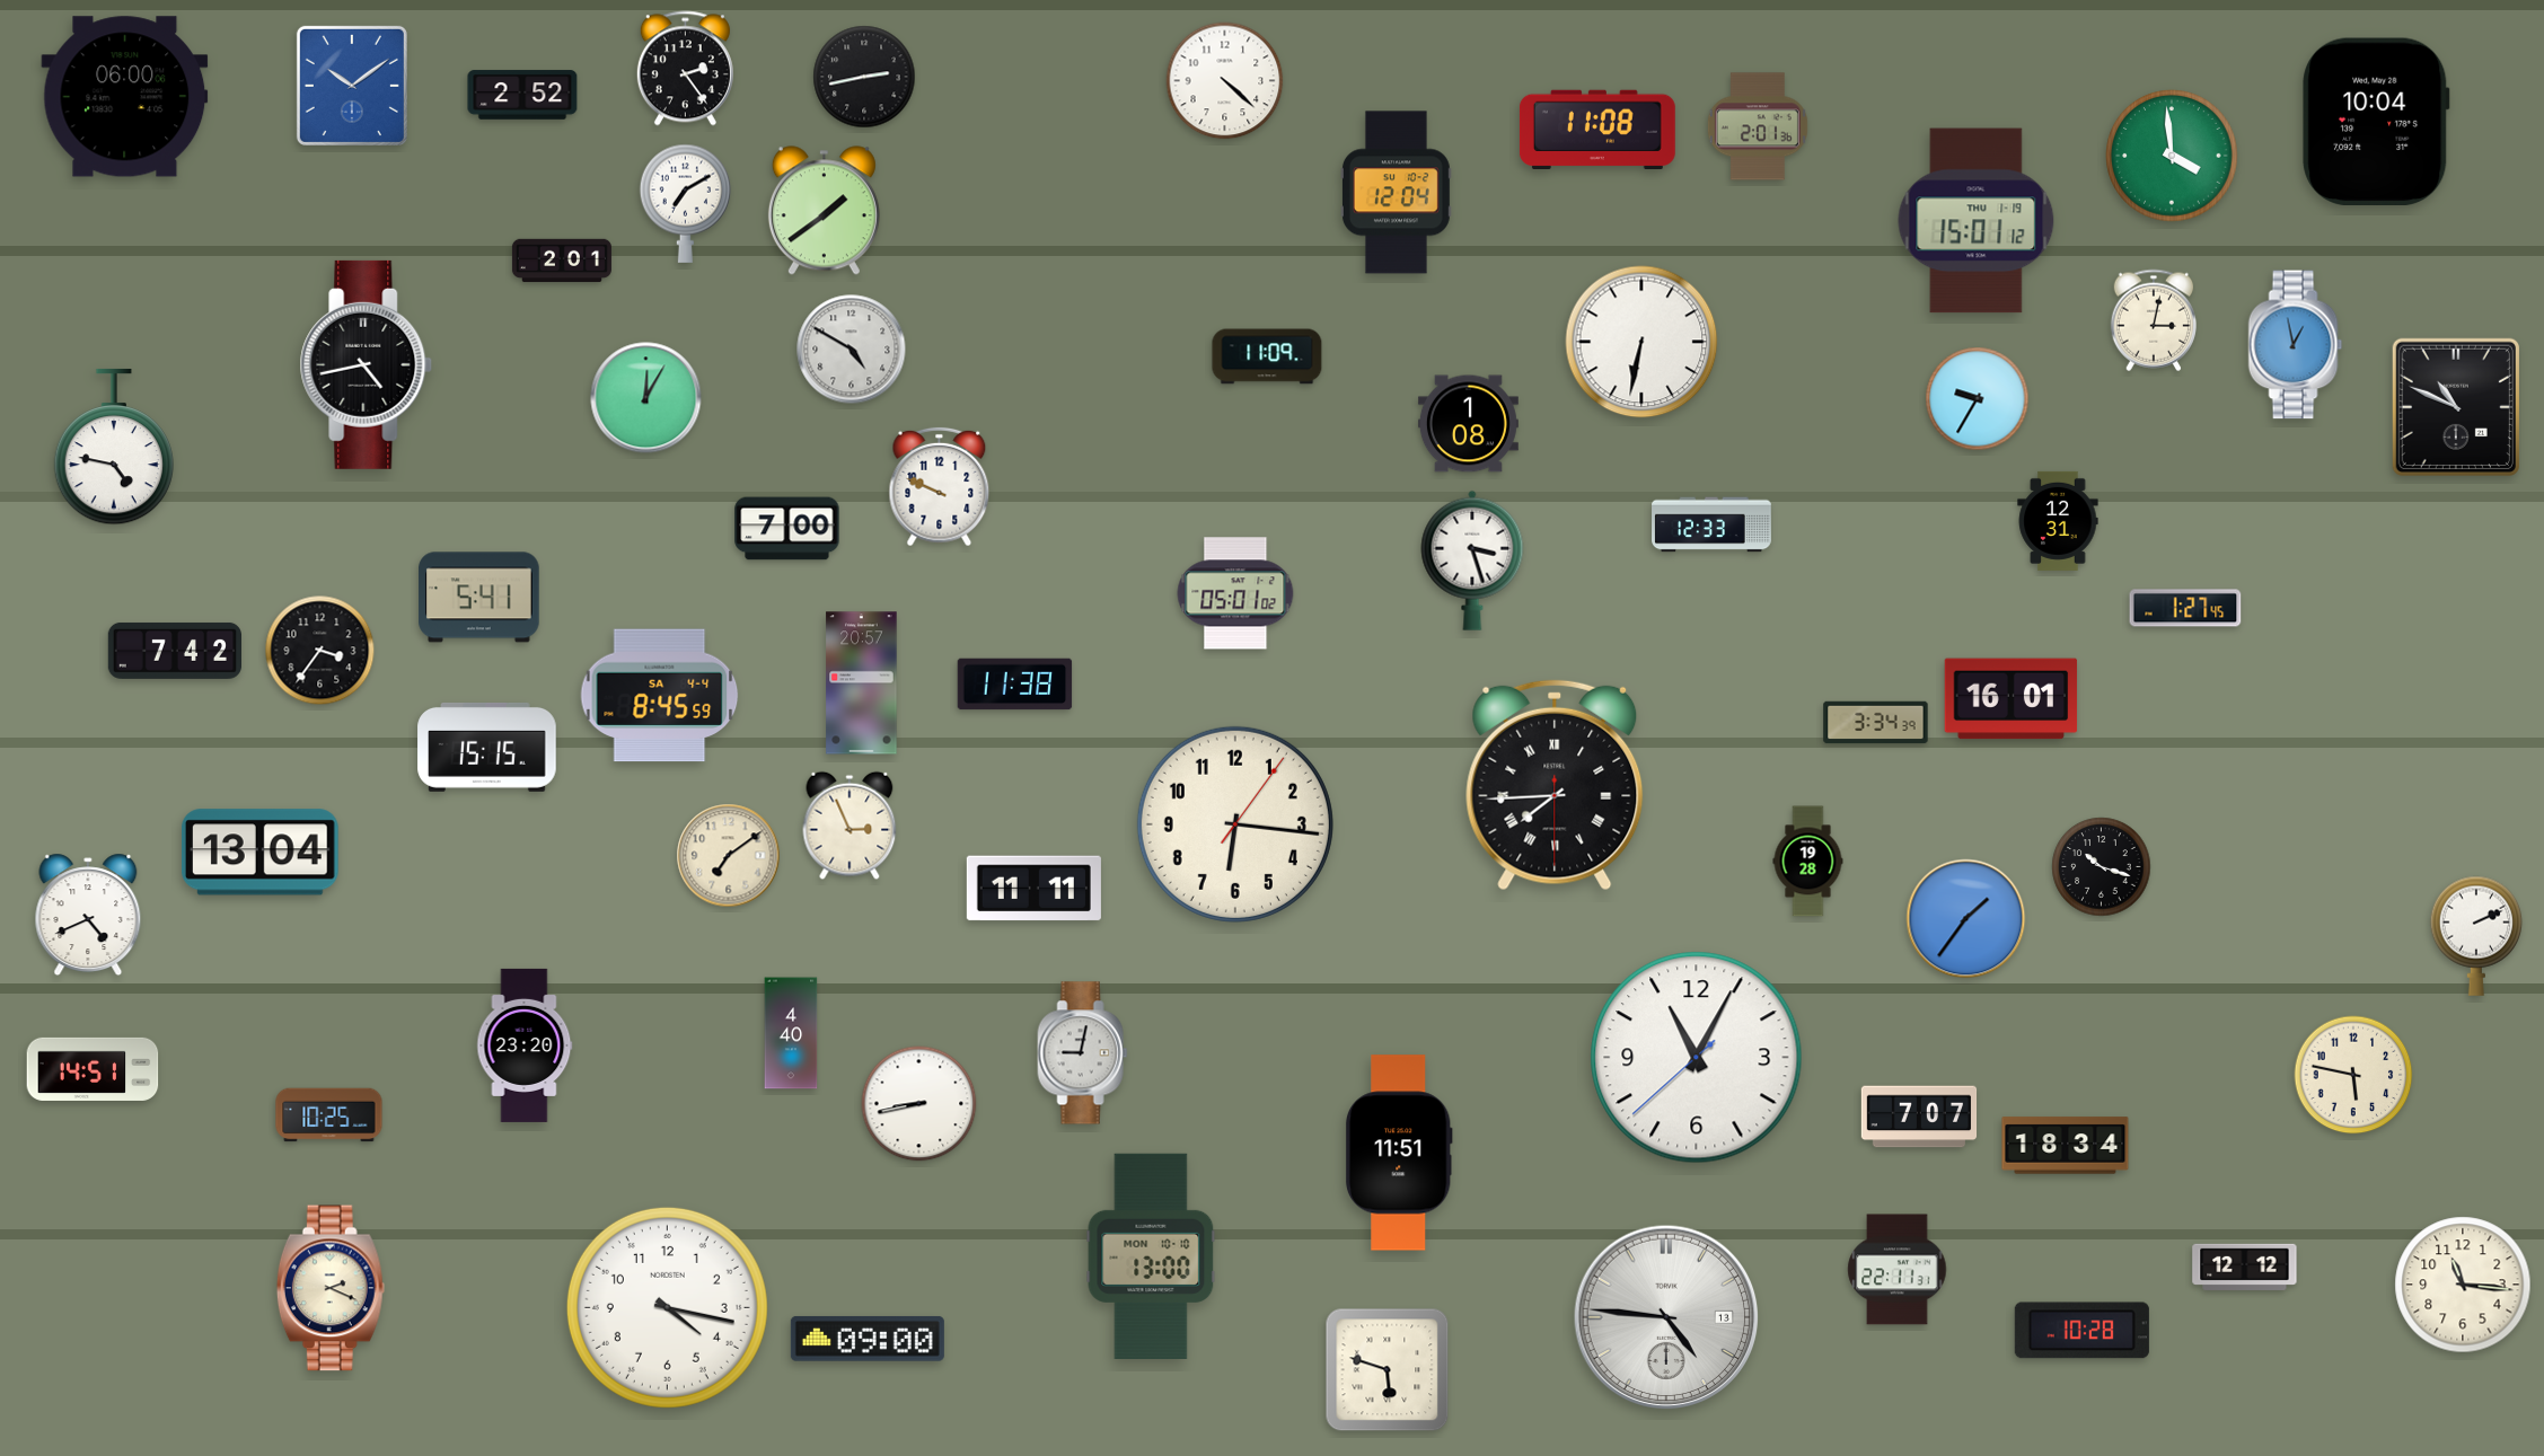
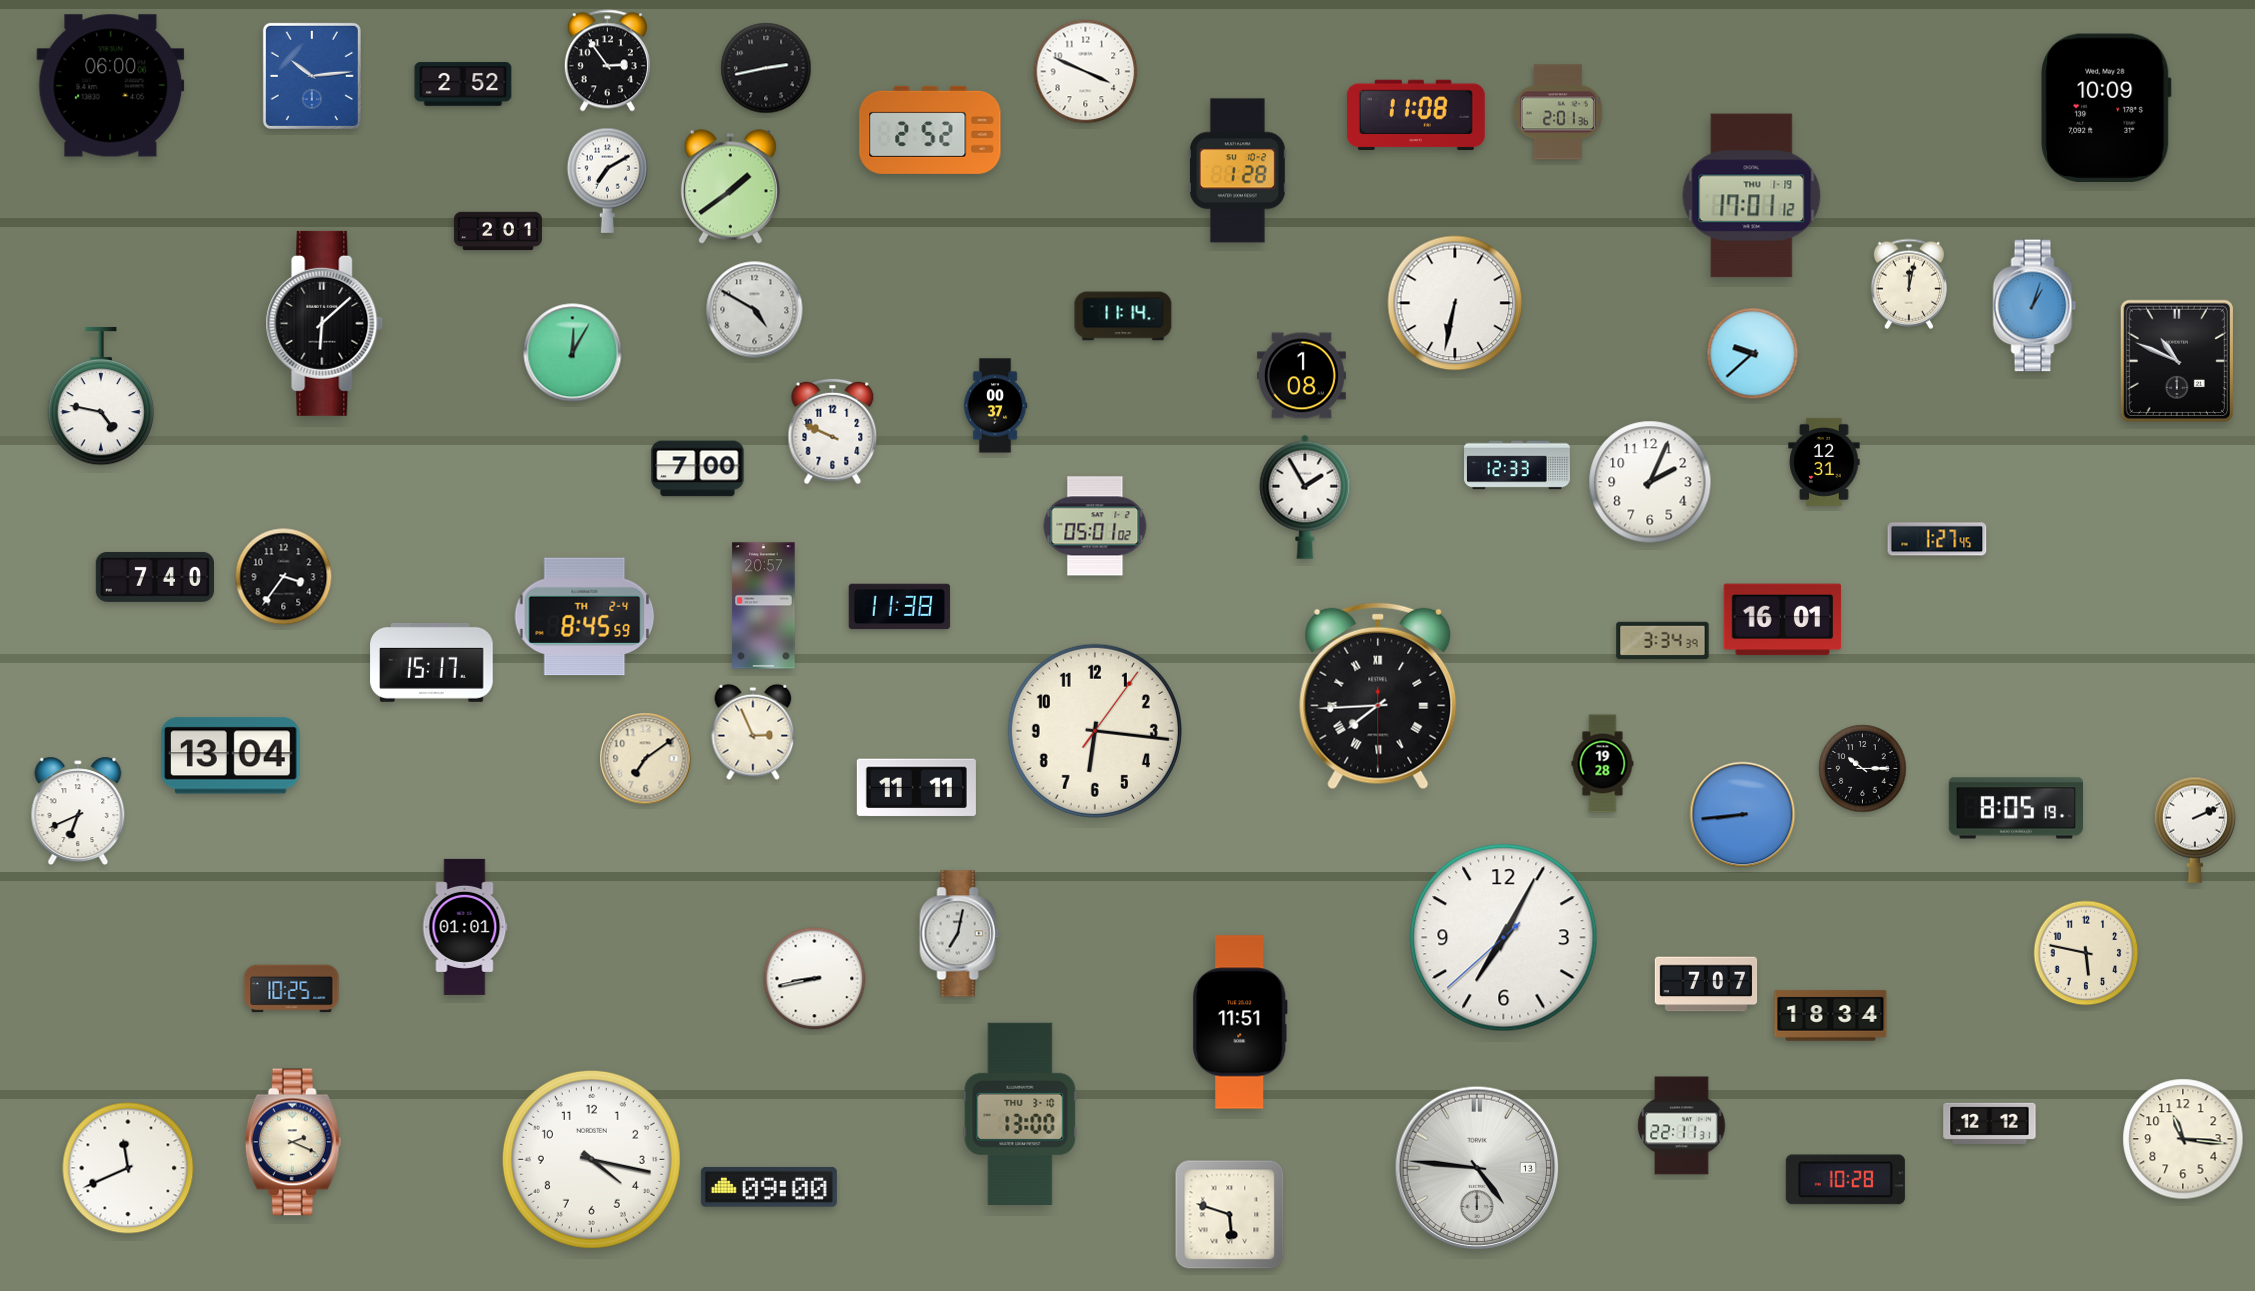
clock at (685, 69): 2:24 -> 2:54
clock at (1225, 81): 4:22 -> 3:49
clock at (352, 86): 10:09 -> 10:14
clock at (2376, 121): 10:04 -> 10:09
clock at (930, 130): none -> 2:52
clock at (2172, 156): 3:59 -> none
clock at (1396, 193): 12:04 -> 1:28
clock at (1977, 221): 15:01 -> 17:01
clock at (2153, 320): 3:02 -> 12:02
clock at (2296, 345): 12:58 -> 1:03
clock at (1267, 356): 11:09 -> 11:14
clock at (367, 364): 4:43 -> 6:08
clock at (1978, 399): 9:35 -> 9:38
clock at (995, 406): none -> 00:37
clock at (1650, 482): none -> 2:04
clock at (1472, 561): 3:27 -> 1:55
clock at (479, 598): 5:41 -> none
clock at (174, 651): 7:42 -> 7:40
clock at (660, 696) date: SA 4-4 -> TH 2-4
clock at (487, 747): 15:15 -> 15:17
clock at (2102, 867): 10:18 -> 10:15
clock at (2015, 808): none -> 8:05
clock at (88, 915): 4:41 -> 6:41
clock at (1966, 919): 1:36 -> 8:44
clock at (791, 1033): 4:40 -> none
clock at (525, 1045): 23:20 -> 01:01
clock at (1083, 1053): 9:02 -> 7:02
clock at (1697, 1058): 11:04 -> 7:04
clock at (93, 1069): 14:51 -> none
clock at (1919, 1117) position: (1919, 1117) -> (1706, 984)
clock at (1151, 1256) date: MON 10-10 -> THU 3-10
clock at (128, 1168): none -> 11:41
